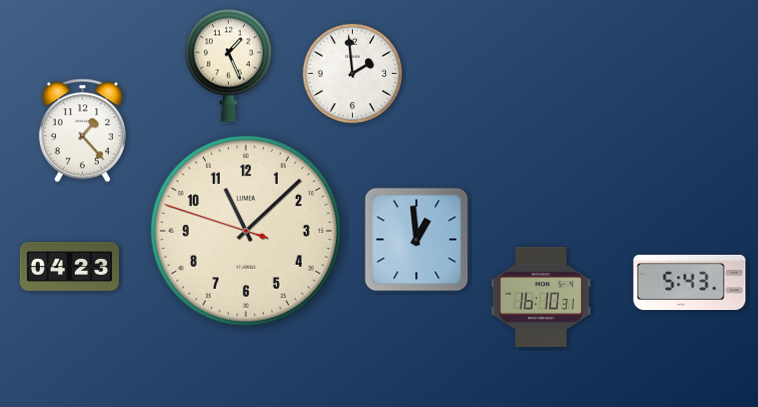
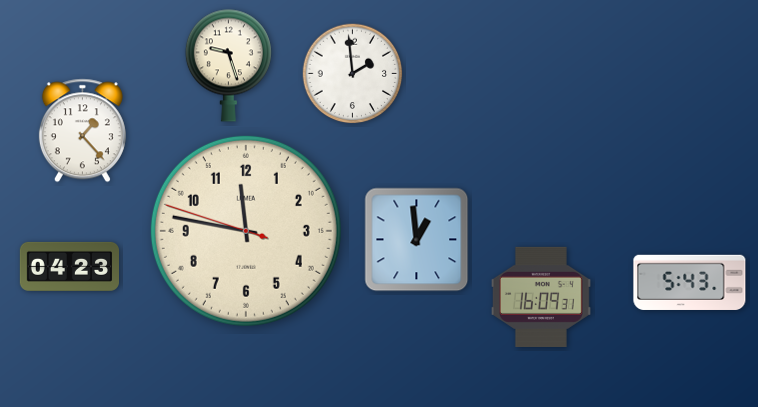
clock at (228, 65): 1:26 -> 9:27
clock at (246, 231): 11:07 -> 11:46
clock at (541, 297): 16:10 -> 16:09
